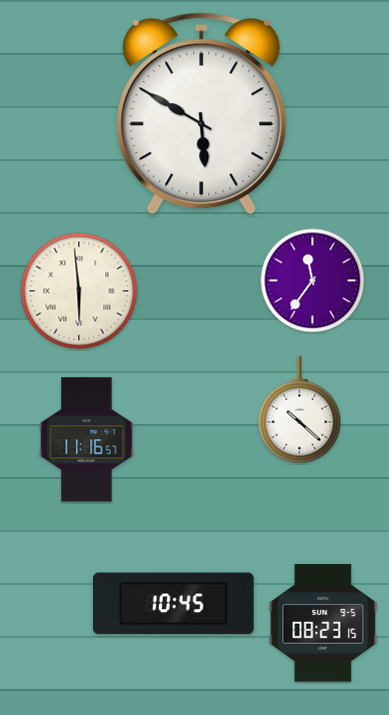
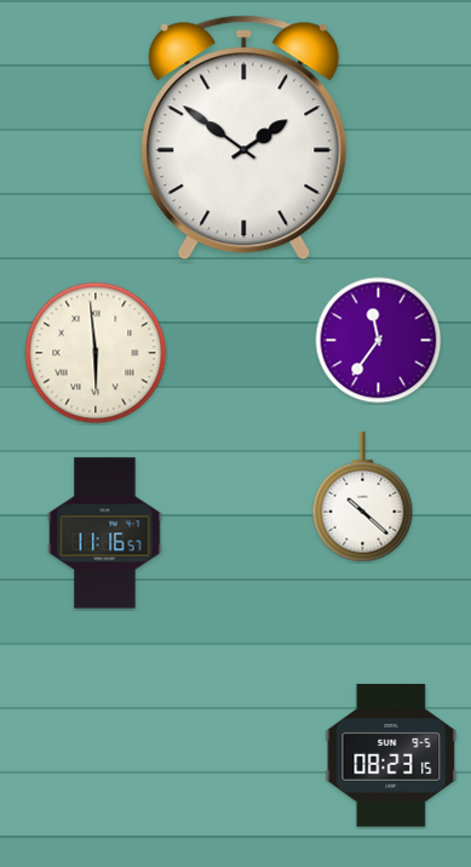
clock at (202, 114): 5:50 -> 1:51
clock at (174, 604): 10:45 -> none
